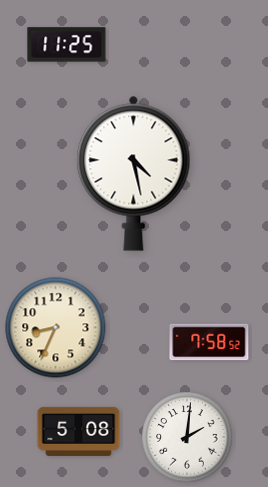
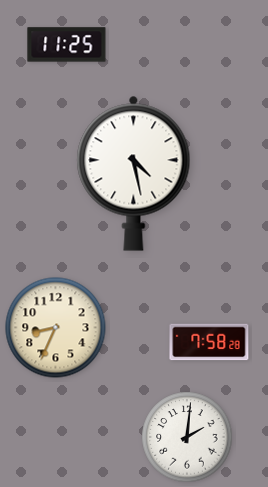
clock at (209, 342): 7:58:52 -> 7:58:28
clock at (79, 431): 5:08 -> none
